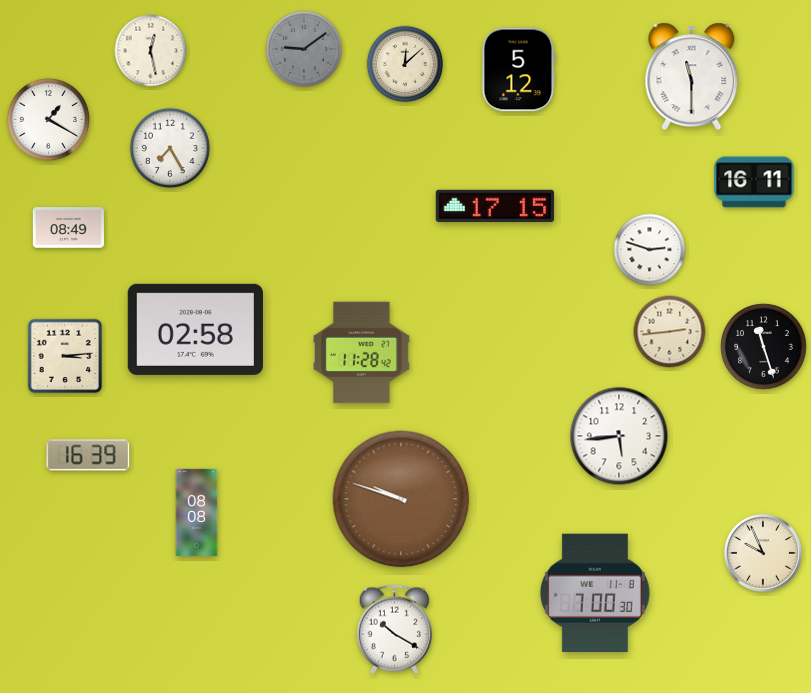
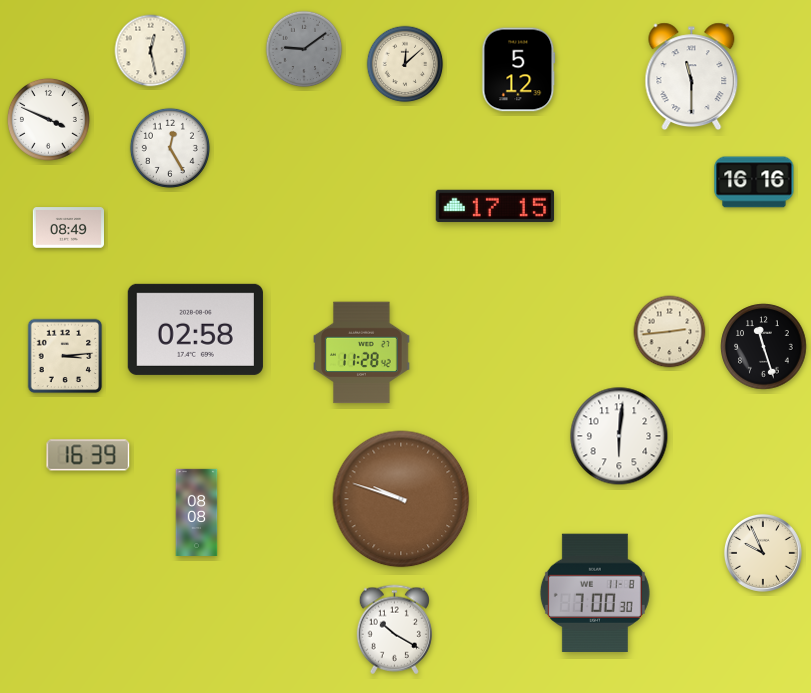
clock at (48, 119): 1:20 -> 3:49
clock at (170, 148): 7:25 -> 12:25
clock at (754, 182): 16:11 -> 16:16
clock at (650, 250): 2:48 -> none
clock at (619, 436): 5:44 -> 6:01
